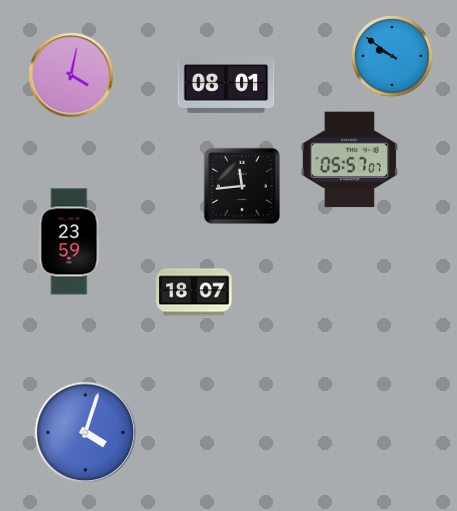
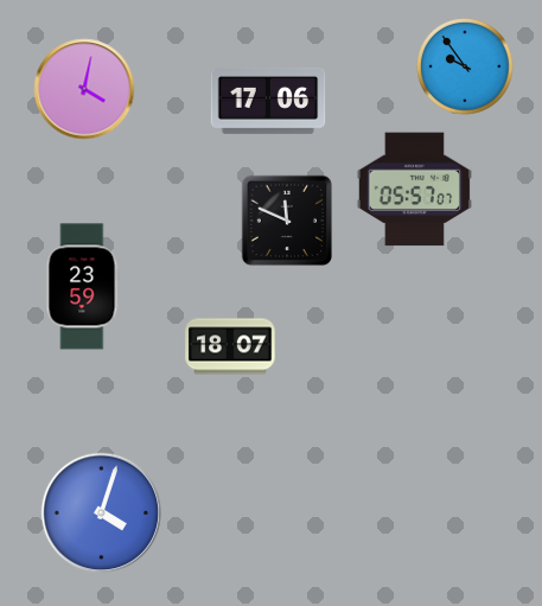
clock at (393, 57): 9:51 -> 9:54
clock at (226, 85): 08:01 -> 17:06
clock at (242, 186): 11:44 -> 11:49
